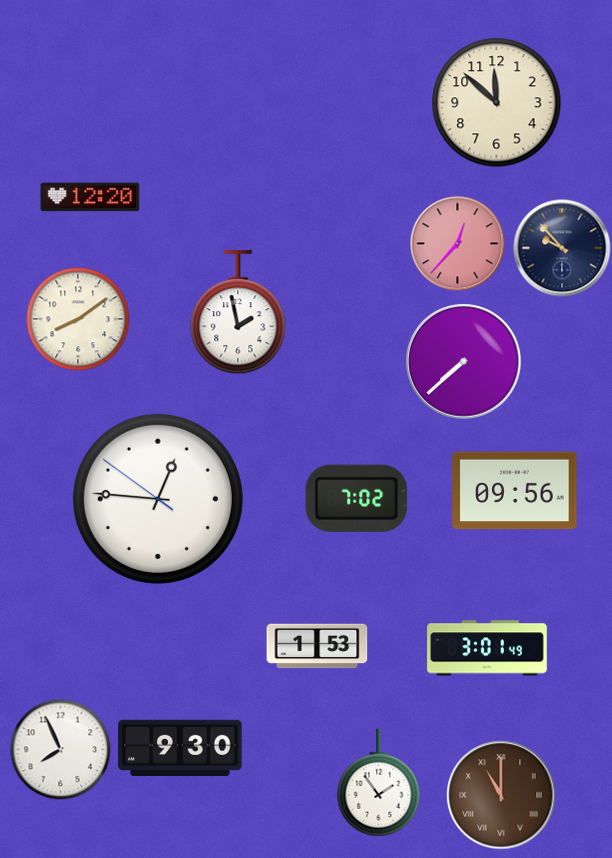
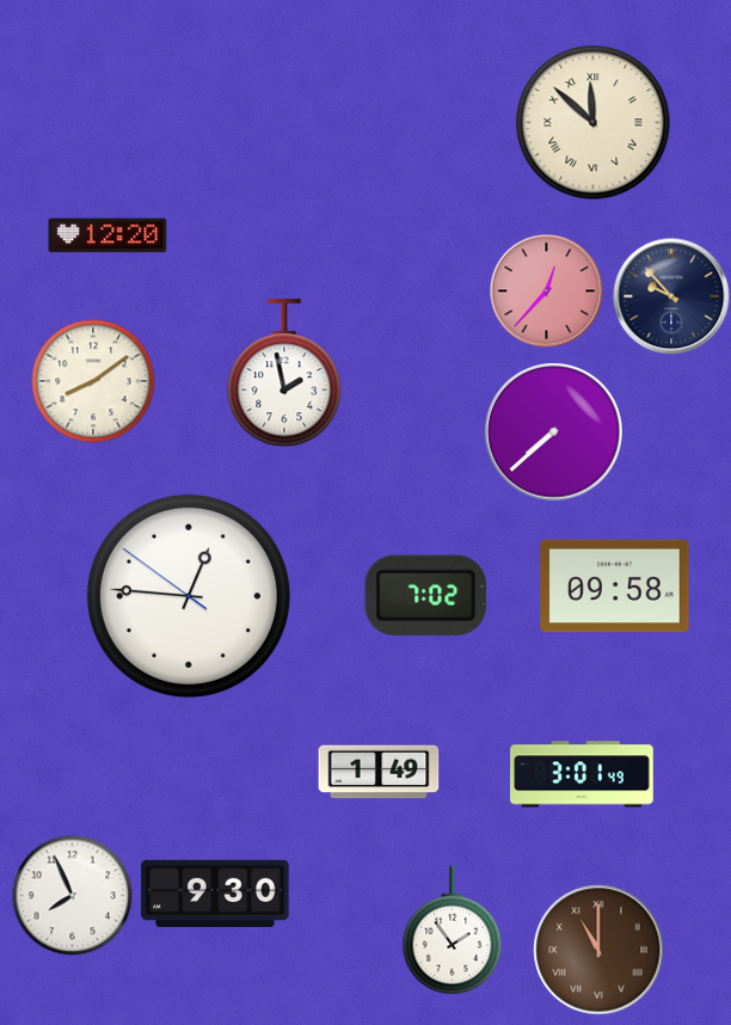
clock at (497, 103) numerals: Arabic -> Roman
clock at (515, 491): 09:56 -> 09:58
clock at (317, 646): 1:53 -> 1:49
clock at (379, 783) position: (379, 783) -> (453, 931)
